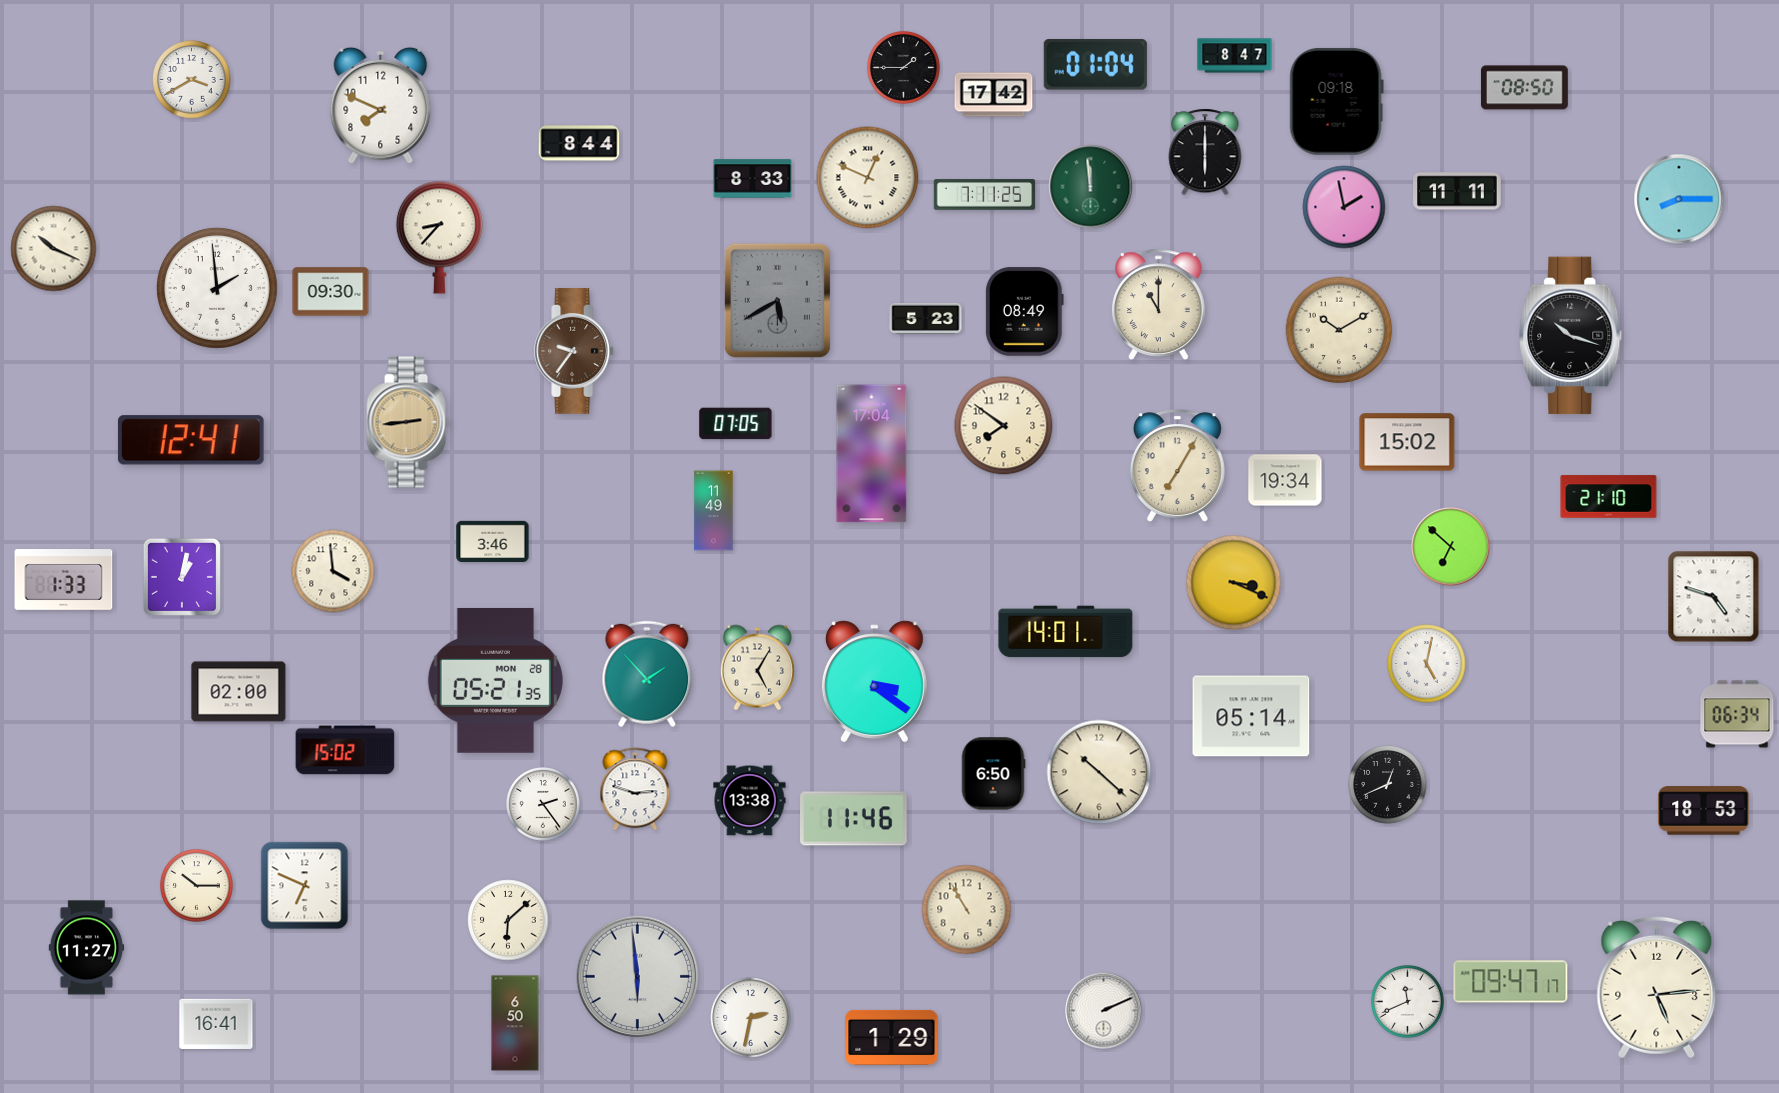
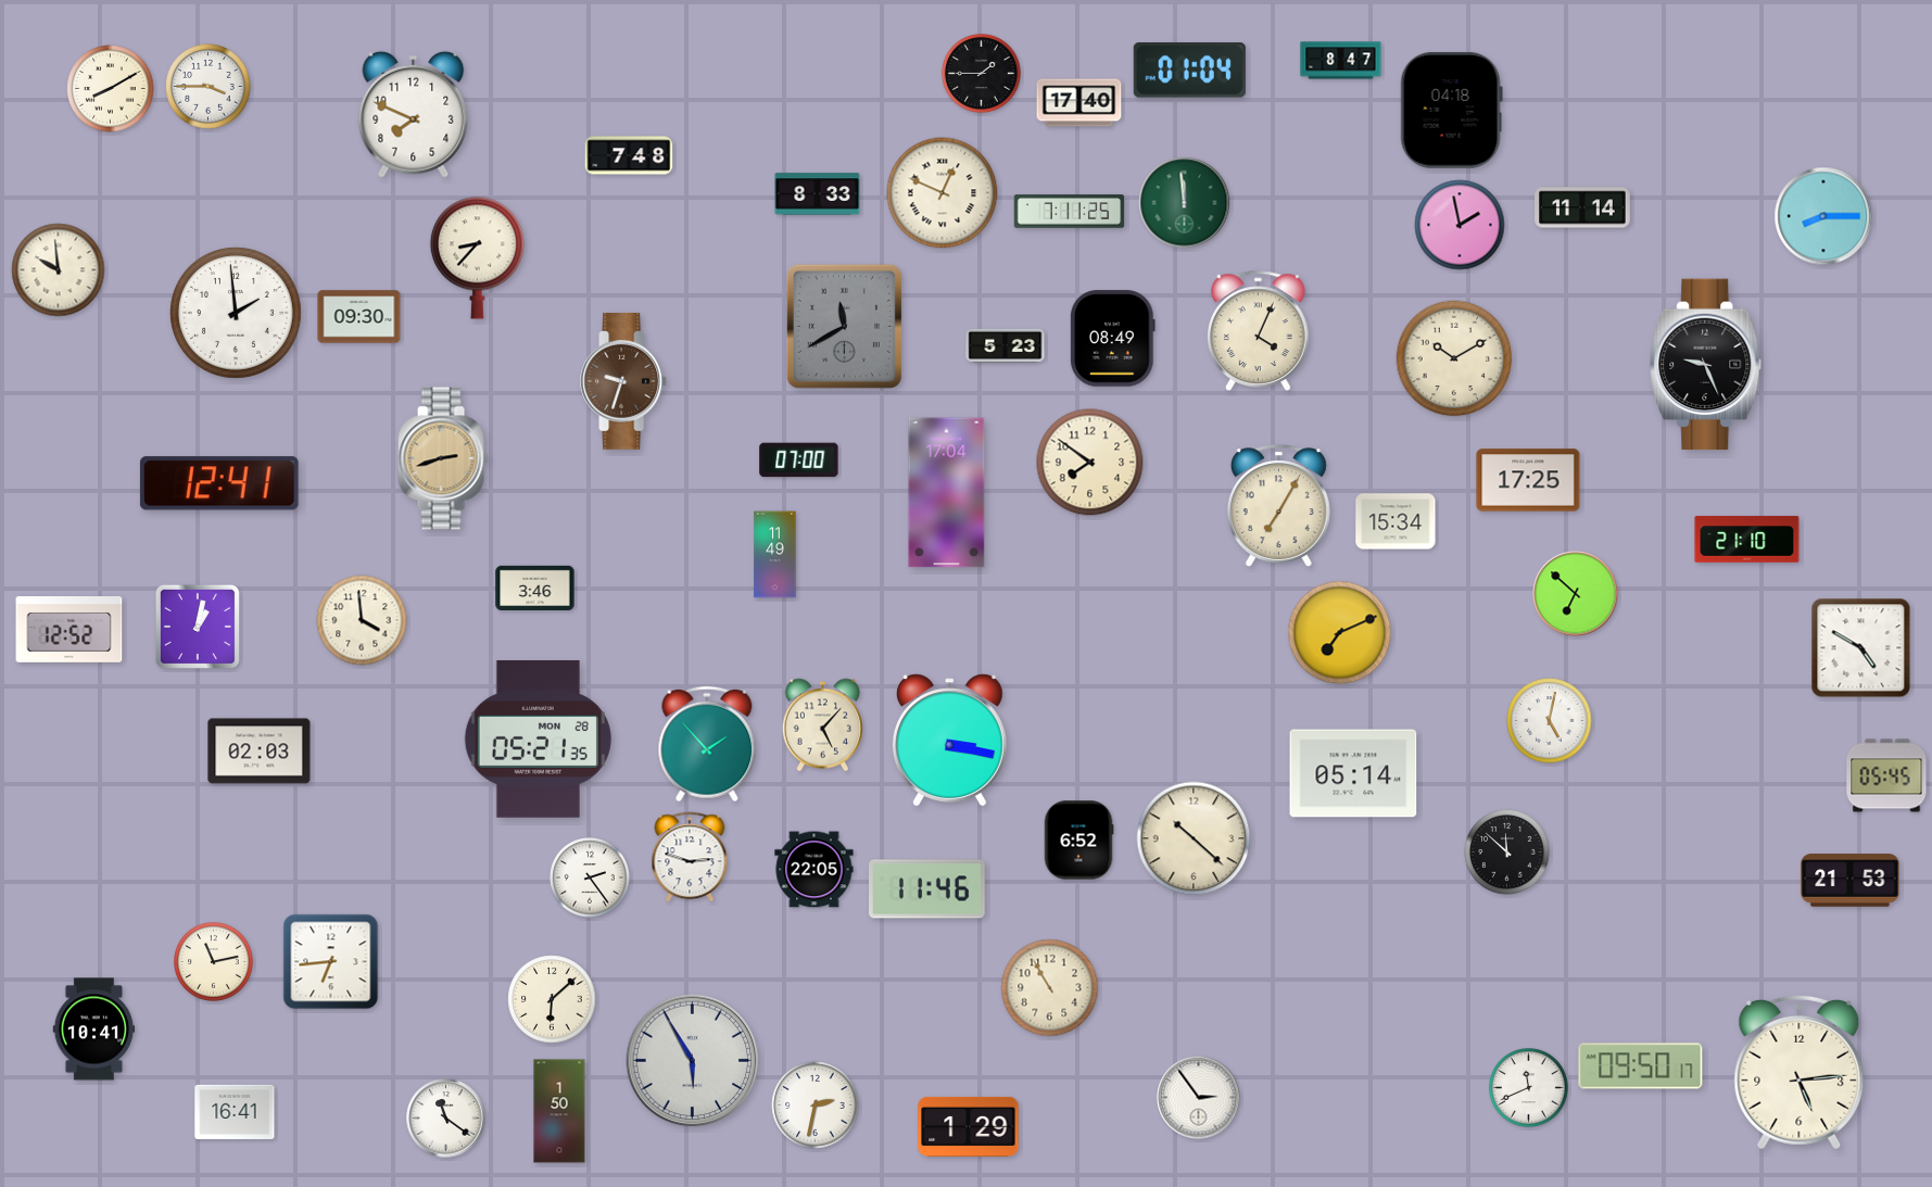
clock at (192, 80): 3:40 -> 3:45
clock at (111, 89): none -> 8:10
clock at (1524, 88): 08:50 -> none
clock at (994, 95): 17:42 -> 17:40
clock at (1336, 101): 09:18 -> 04:18
clock at (579, 143): 8:44 -> 7:48
clock at (1205, 152): 6:00 -> none
clock at (1457, 191): 11:11 -> 11:14
clock at (54, 249): 10:19 -> 9:59
clock at (777, 300): 5:40 -> 11:40
clock at (1159, 304): 11:00 -> 4:04
clock at (1571, 336): 10:18 -> 9:26
clock at (575, 352): 9:36 -> 9:33
clock at (408, 422): 2:44 -> 2:42
clock at (736, 424): 07:05 -> 07:00
clock at (191, 440) position: (191, 440) -> (219, 483)
clock at (1407, 442): 15:02 -> 17:25
clock at (1285, 480): 19:34 -> 15:34
clock at (64, 580): 1:33 -> 12:52
clock at (1234, 583): 3:19 -> 7:11
clock at (1714, 597): 4:48 -> 4:50
clock at (1066, 632): 14:01 -> none
clock at (757, 668): 5:05 -> 5:07
clock at (647, 674) position: (647, 674) -> (707, 744)
clock at (874, 682): 3:21 -> 3:17
clock at (239, 692): 02:00 -> 02:03
clock at (1737, 714): 06:34 -> 05:45
clock at (1251, 716) position: (1251, 716) -> (1353, 773)
clock at (345, 750): 15:02 -> none
clock at (993, 774): 6:50 -> 6:52
clock at (1388, 785): 12:41 -> 11:52
clock at (750, 801): 13:38 -> 22:05
clock at (544, 805) position: (544, 805) -> (591, 879)
clock at (1704, 811): 18:53 -> 21:53
clock at (197, 886): 10:15 -> 11:13
clock at (305, 886): 6:49 -> 6:44
clock at (87, 948): 11:27 -> 10:41
clock at (638, 977): 5:59 -> 5:55
clock at (1511, 982): 09:47 -> 09:50
clock at (1104, 1011): 2:11 -> 2:54
clock at (515, 1023): 6:50 -> 1:50
clock at (446, 1119): none -> 11:21
